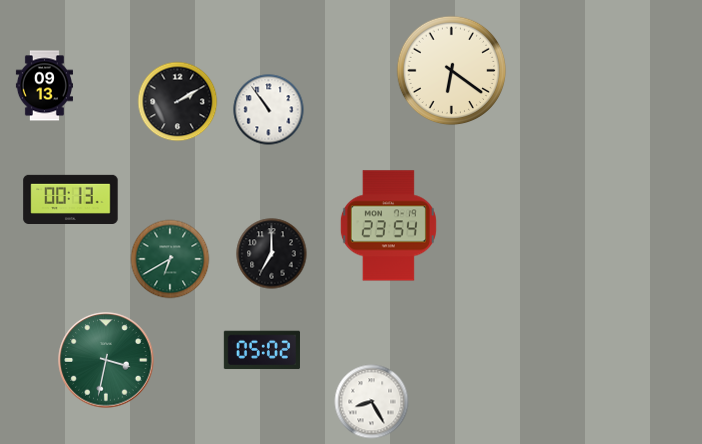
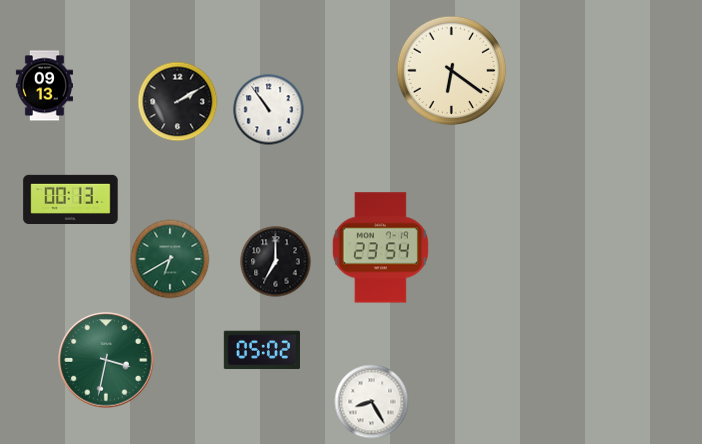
clock at (388, 226) position: (388, 226) -> (380, 248)
clock at (272, 254) position: (272, 254) -> (276, 262)
